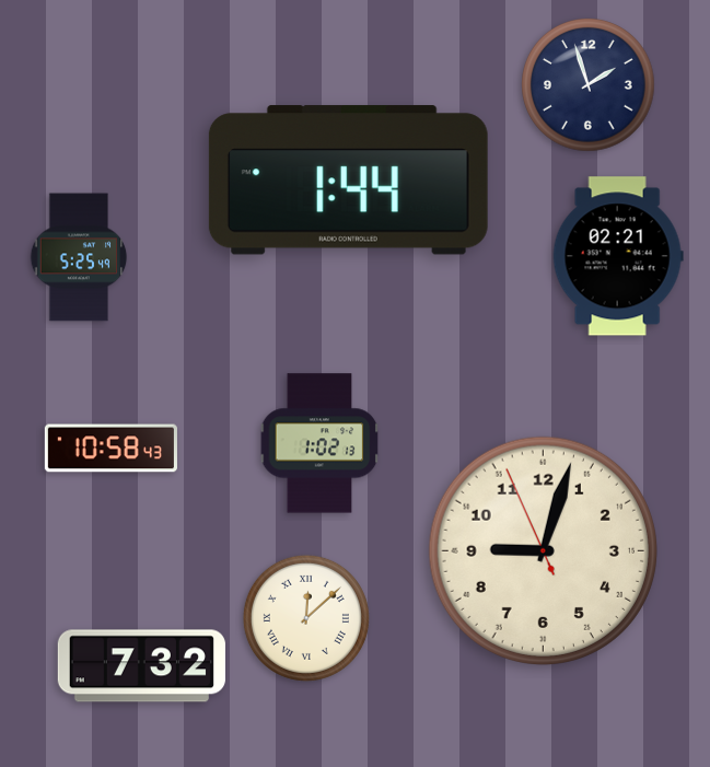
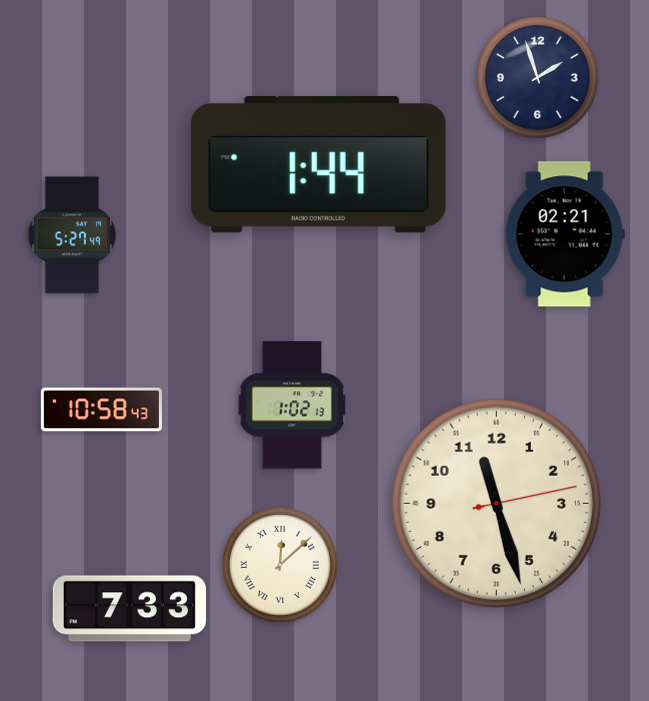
clock at (79, 257): 5:25 -> 5:27
clock at (543, 550): 9:02 -> 11:27
clock at (141, 666): 7:32 -> 7:33
